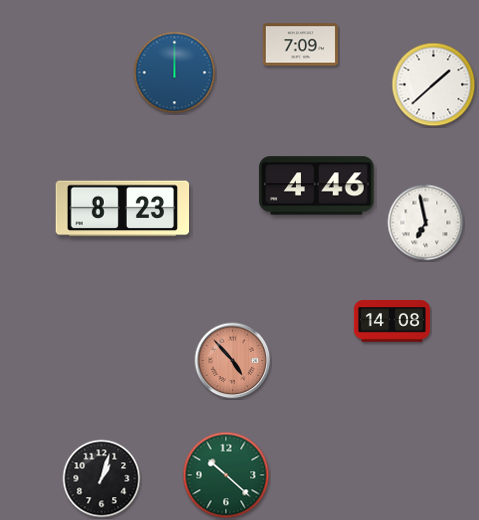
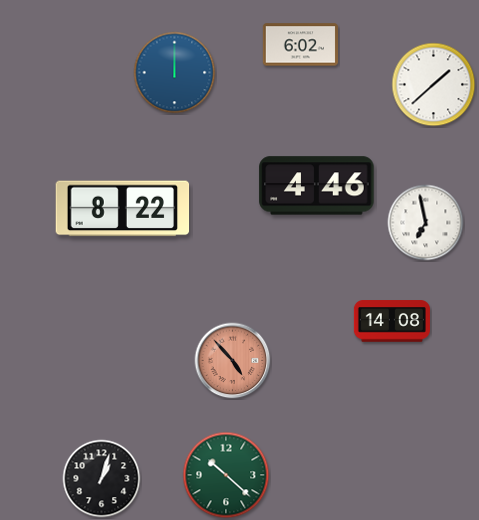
clock at (300, 45): 7:09 -> 6:02
clock at (123, 209): 8:23 -> 8:22
